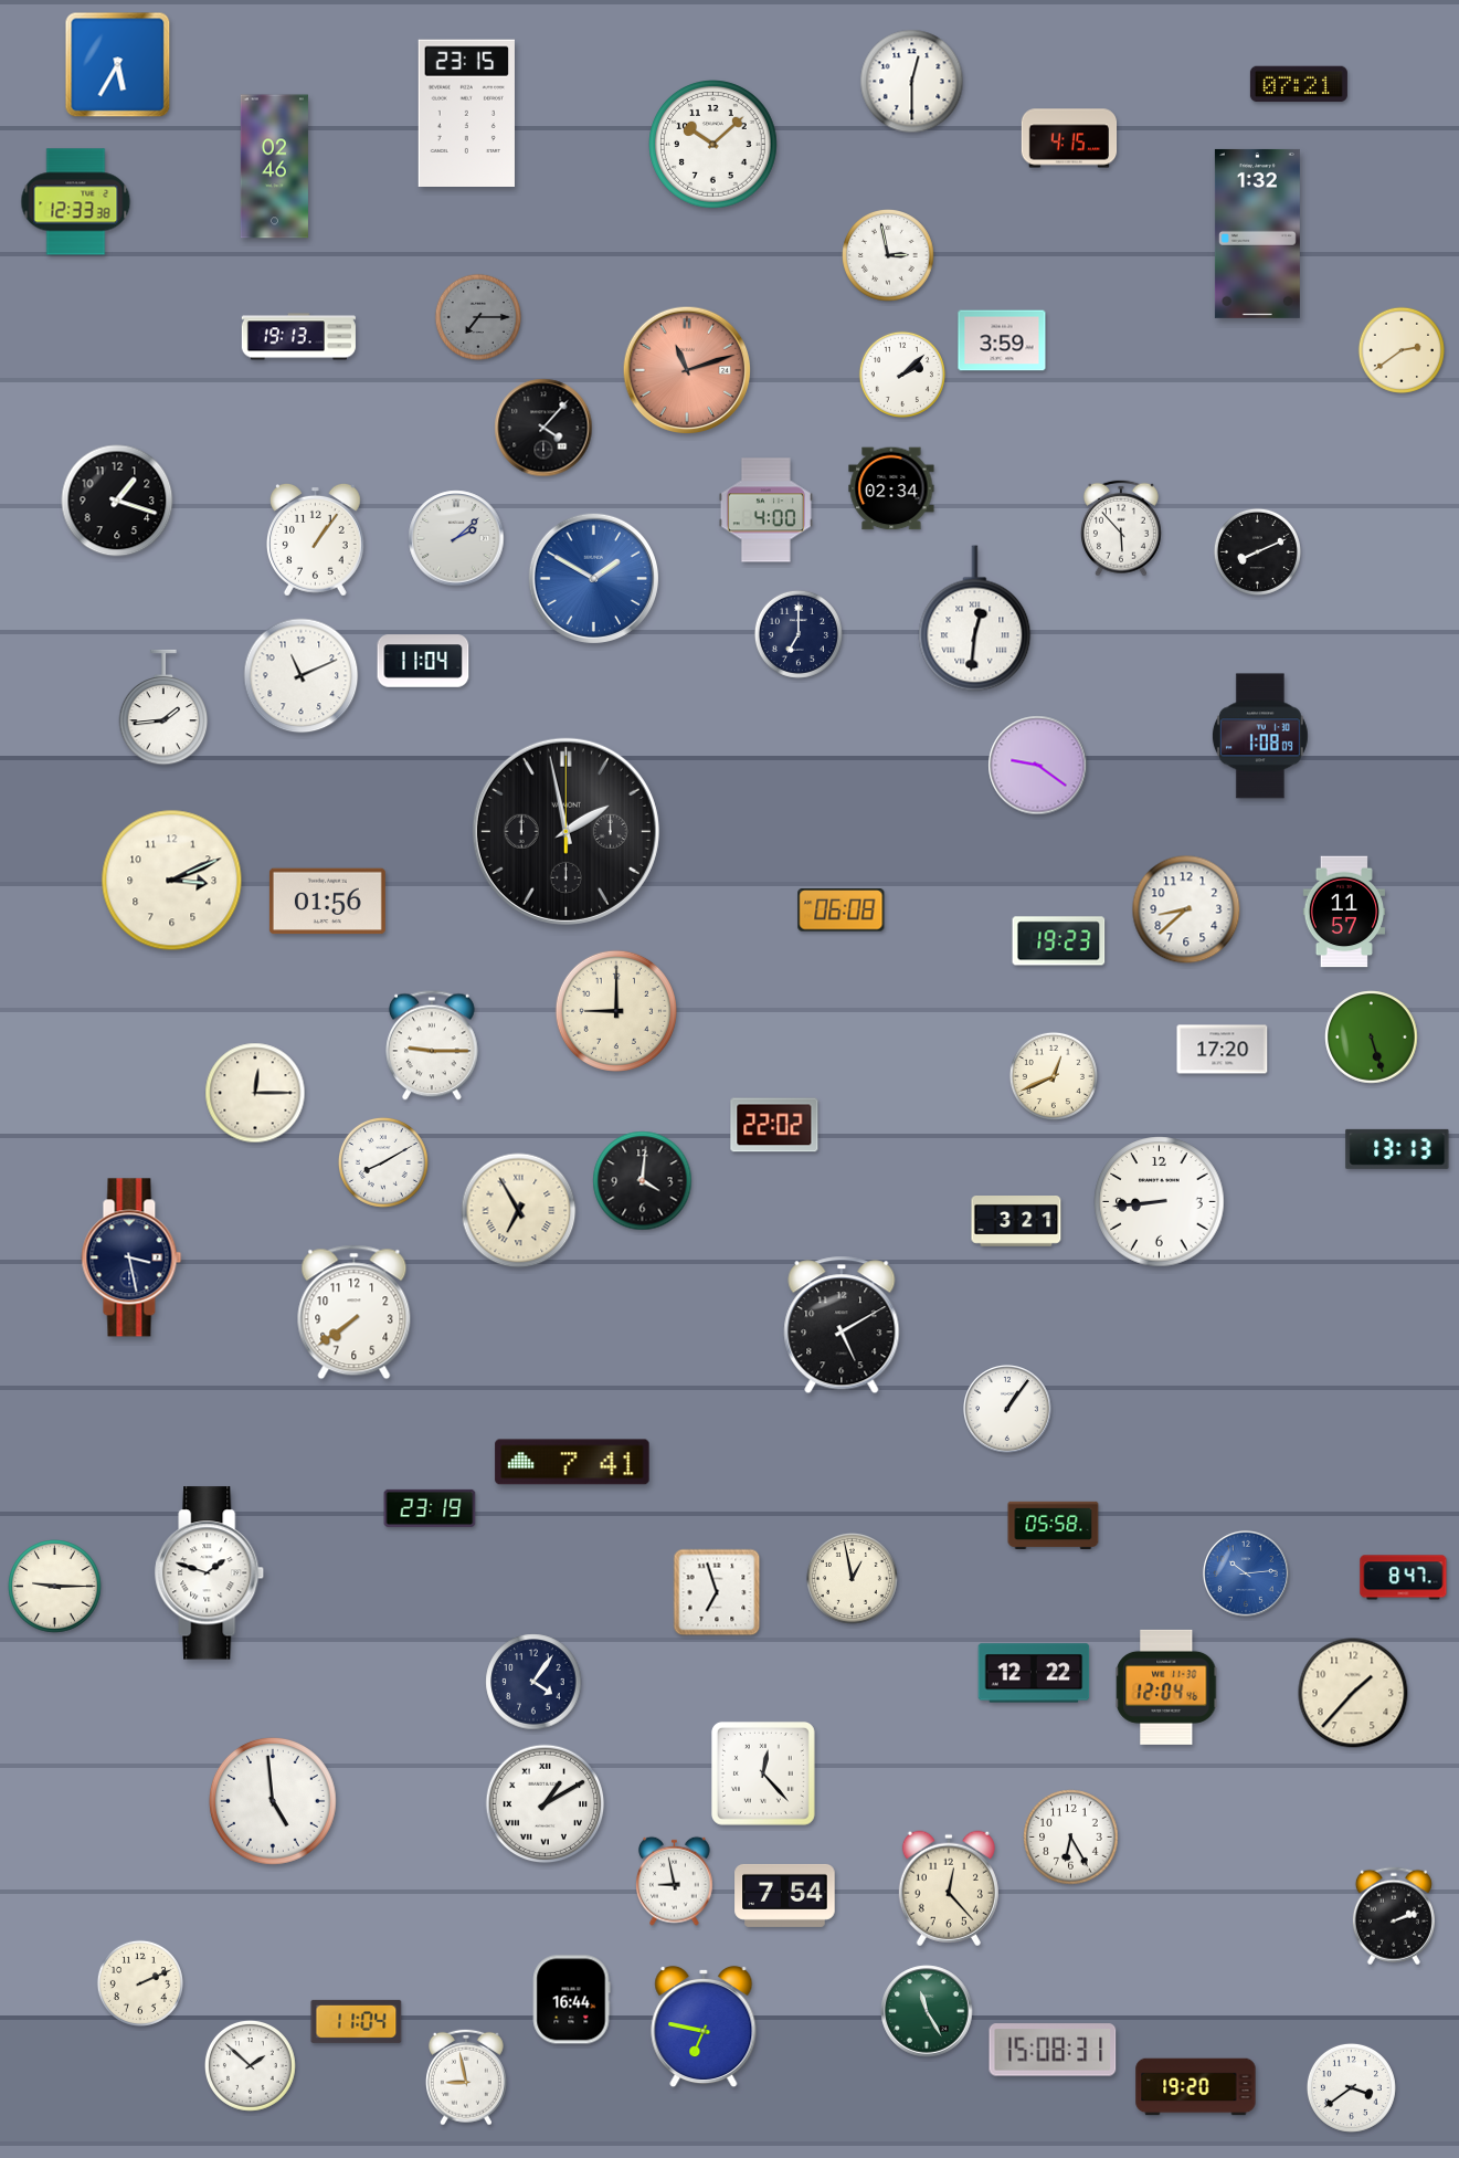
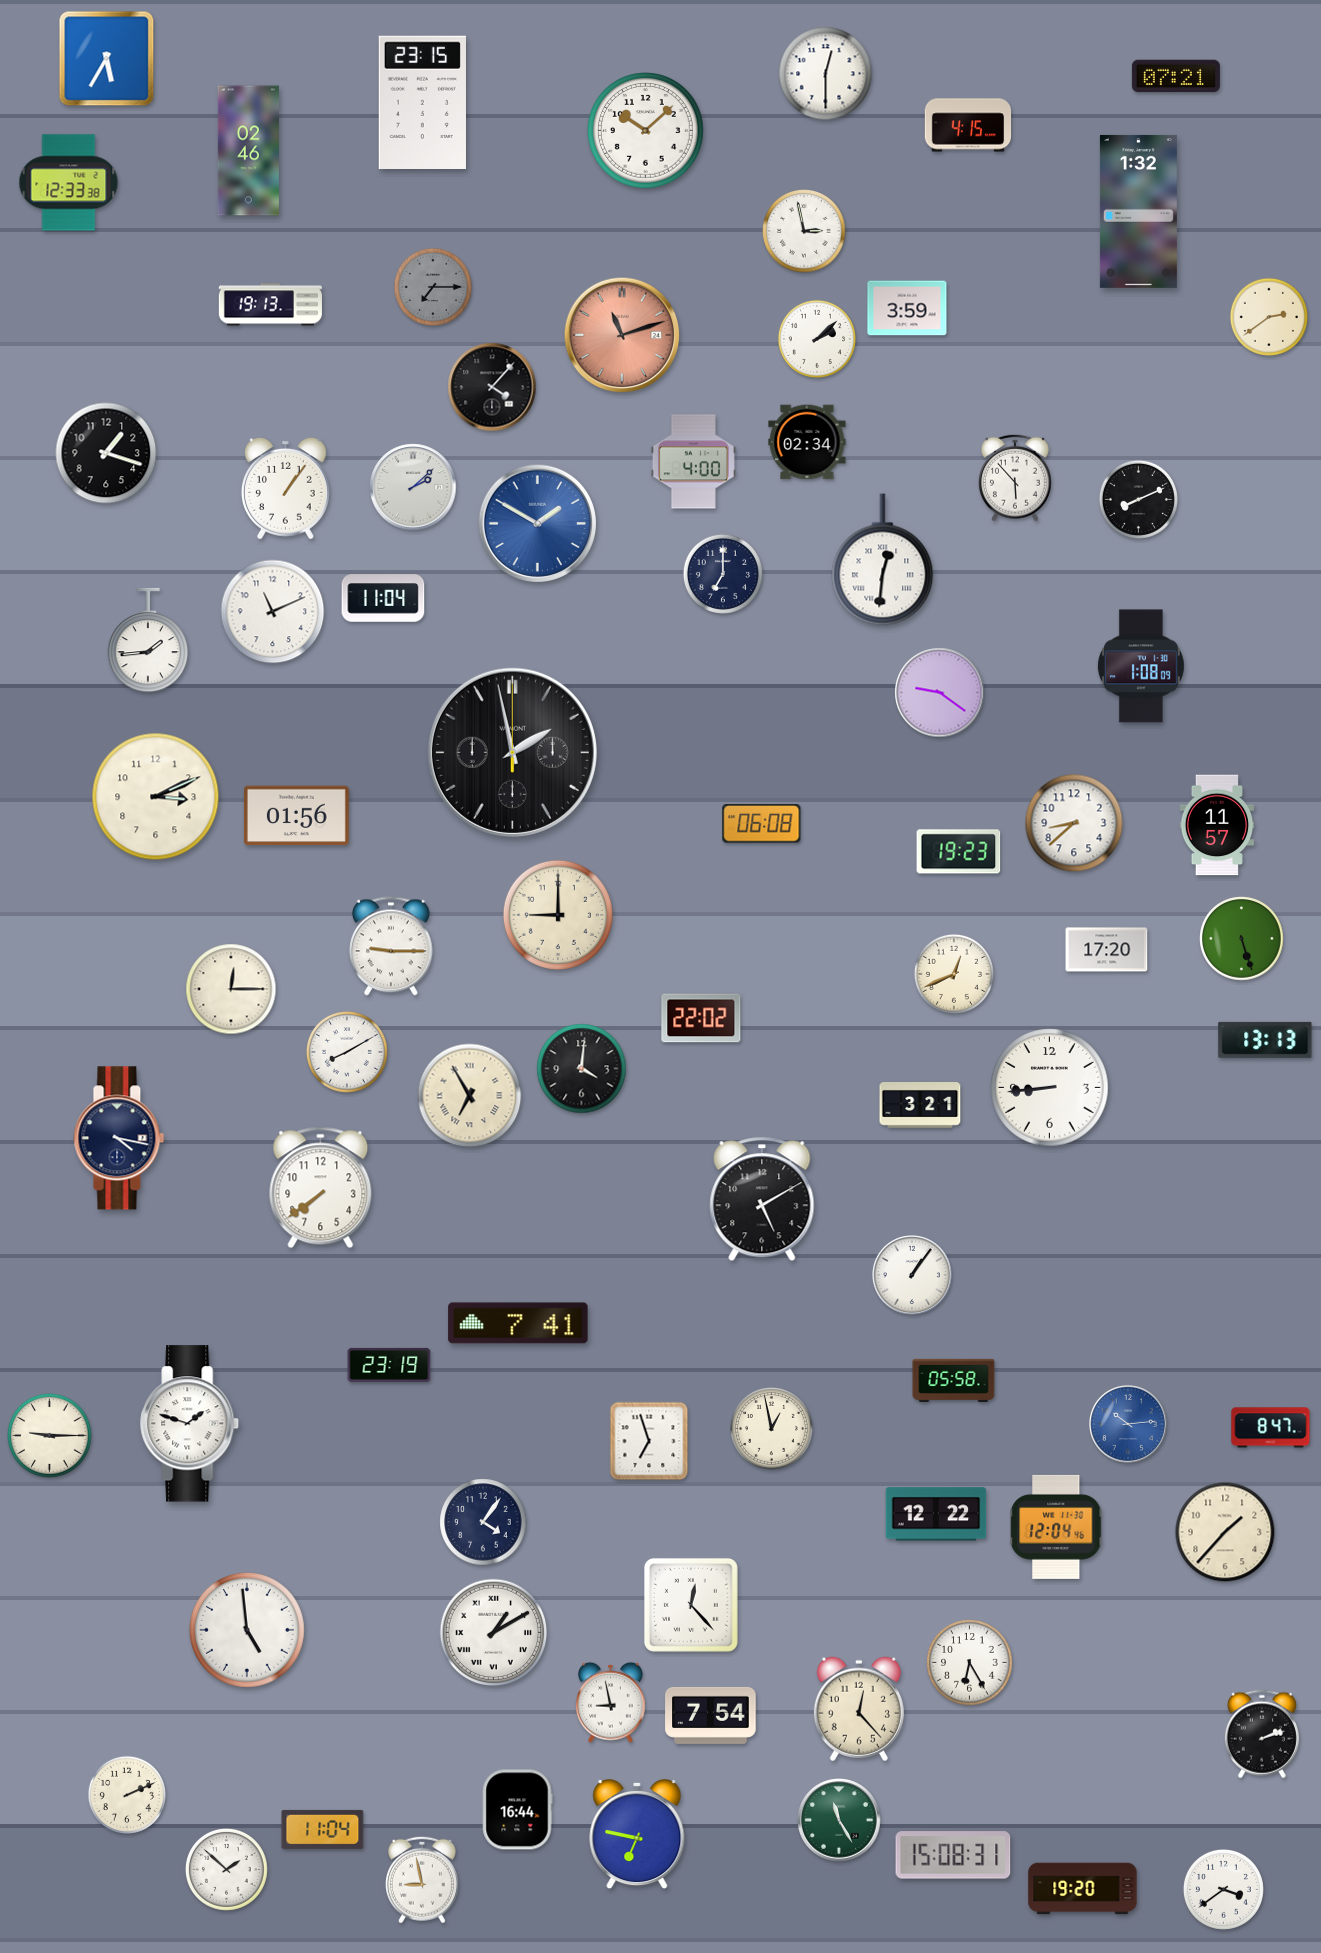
clock at (131, 1257): 3:28 -> 4:17
